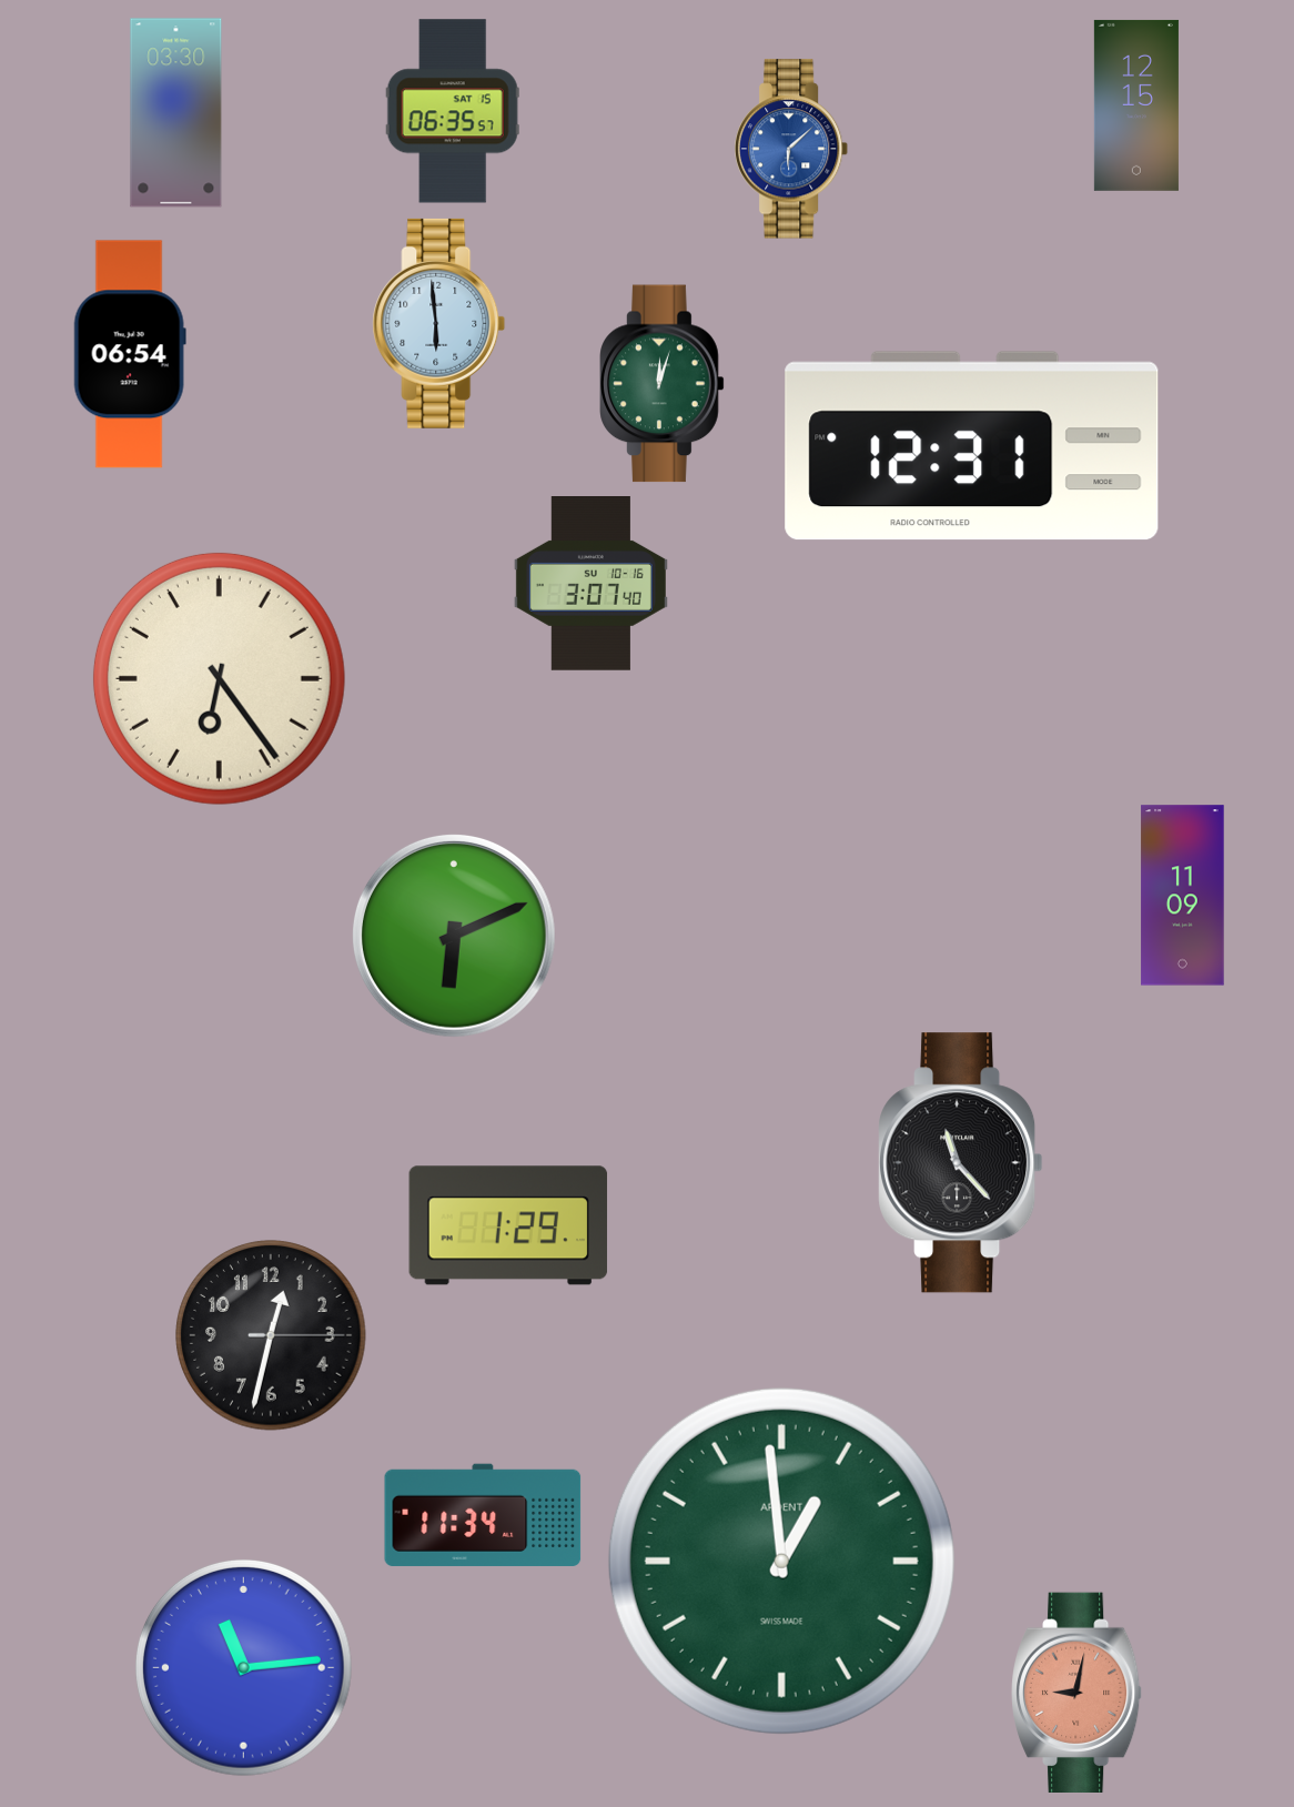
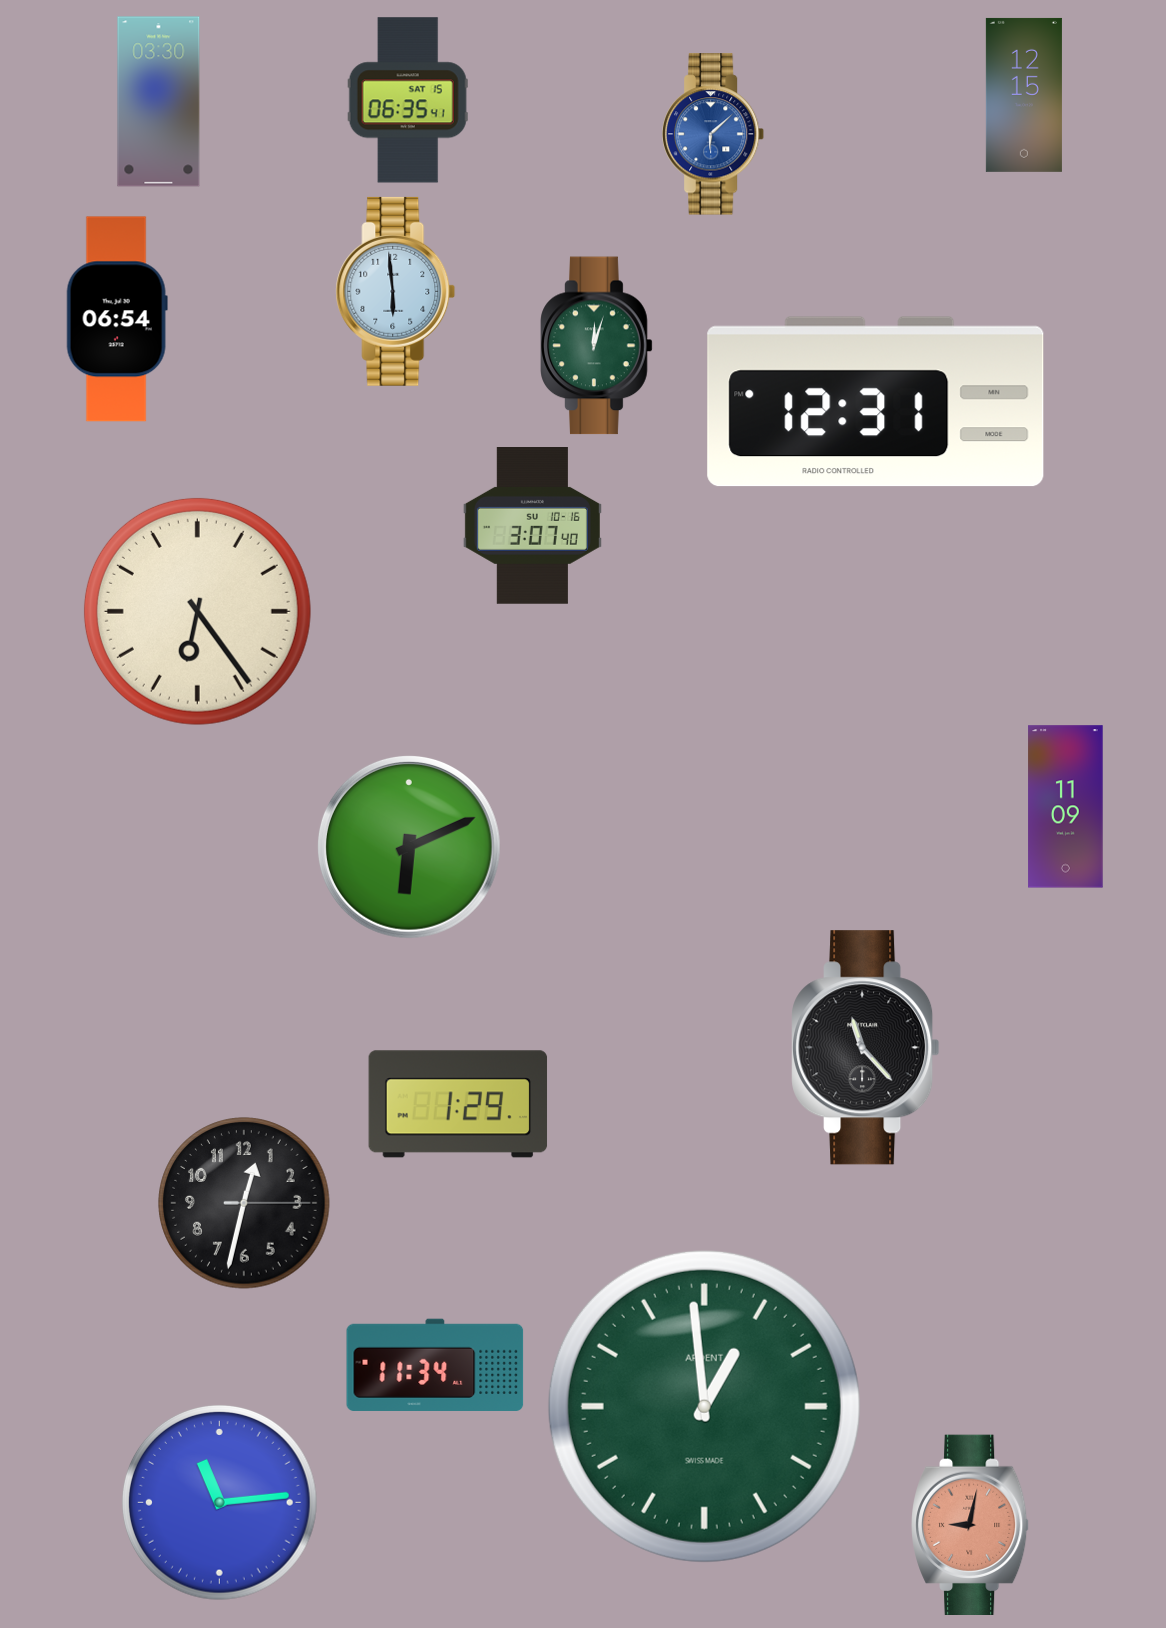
clock at (453, 111): 06:35:57 -> 06:35:41
clock at (454, 936) position: (454, 936) -> (409, 847)
